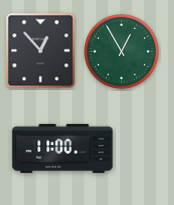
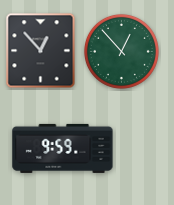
clock at (121, 51): 12:55 -> 12:53
clock at (63, 148): 11:00 -> 9:59
